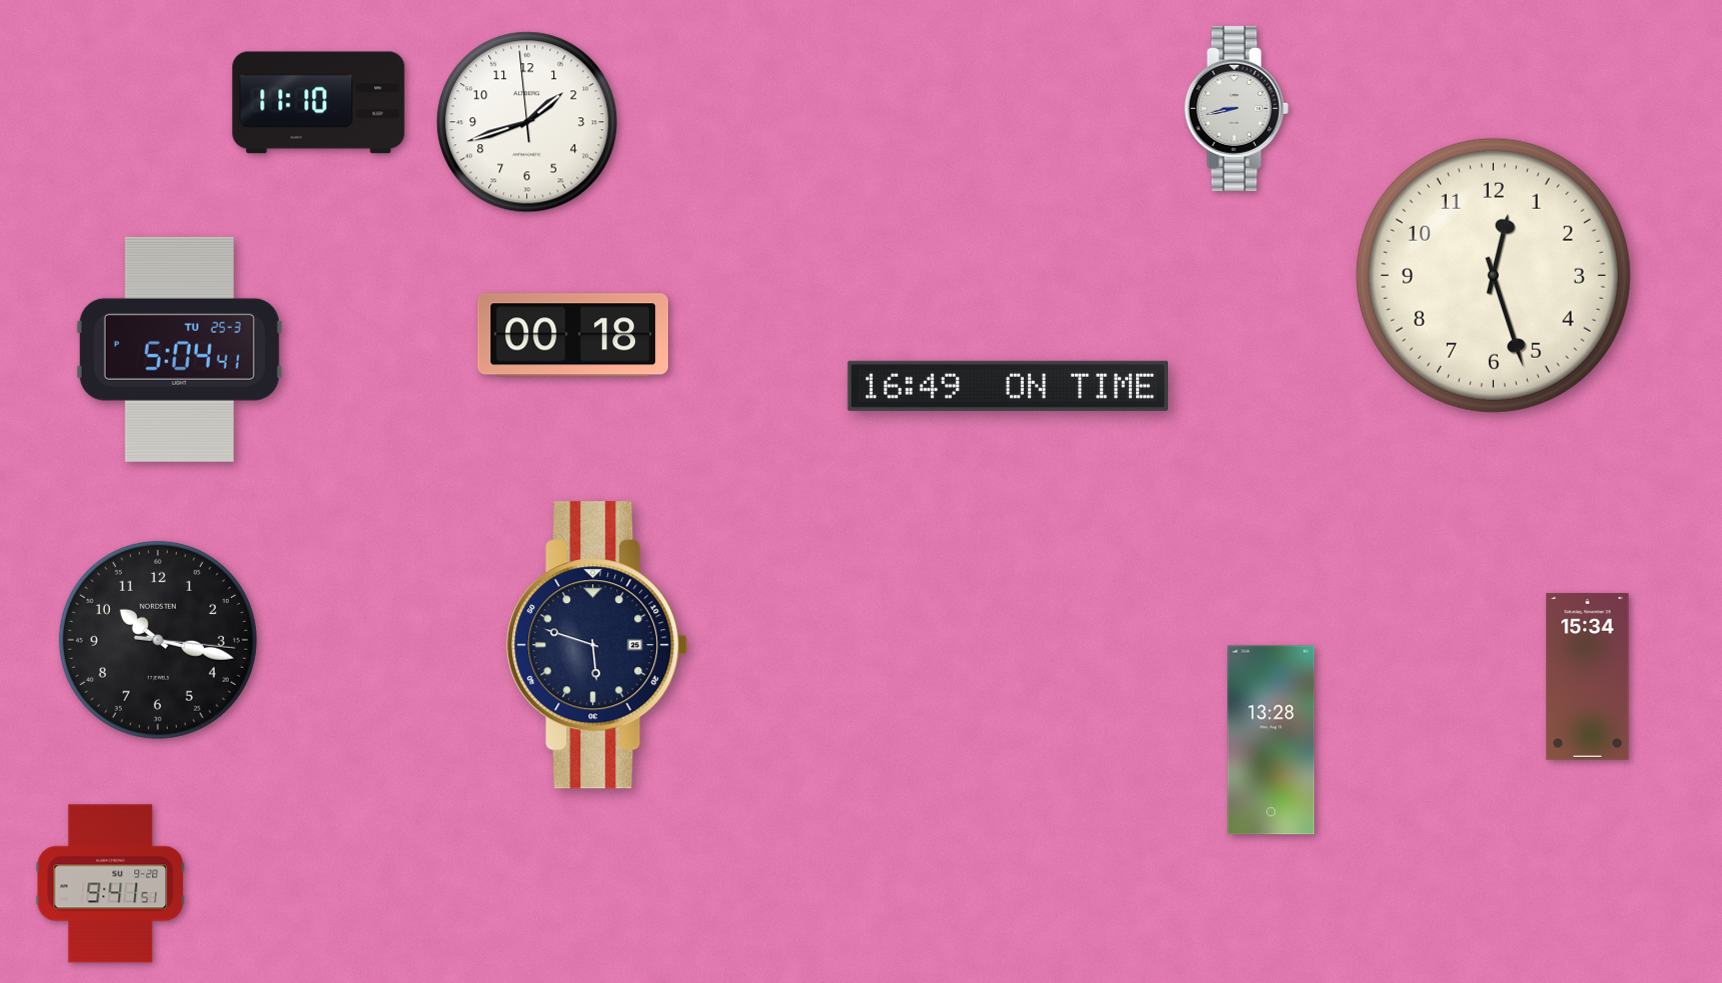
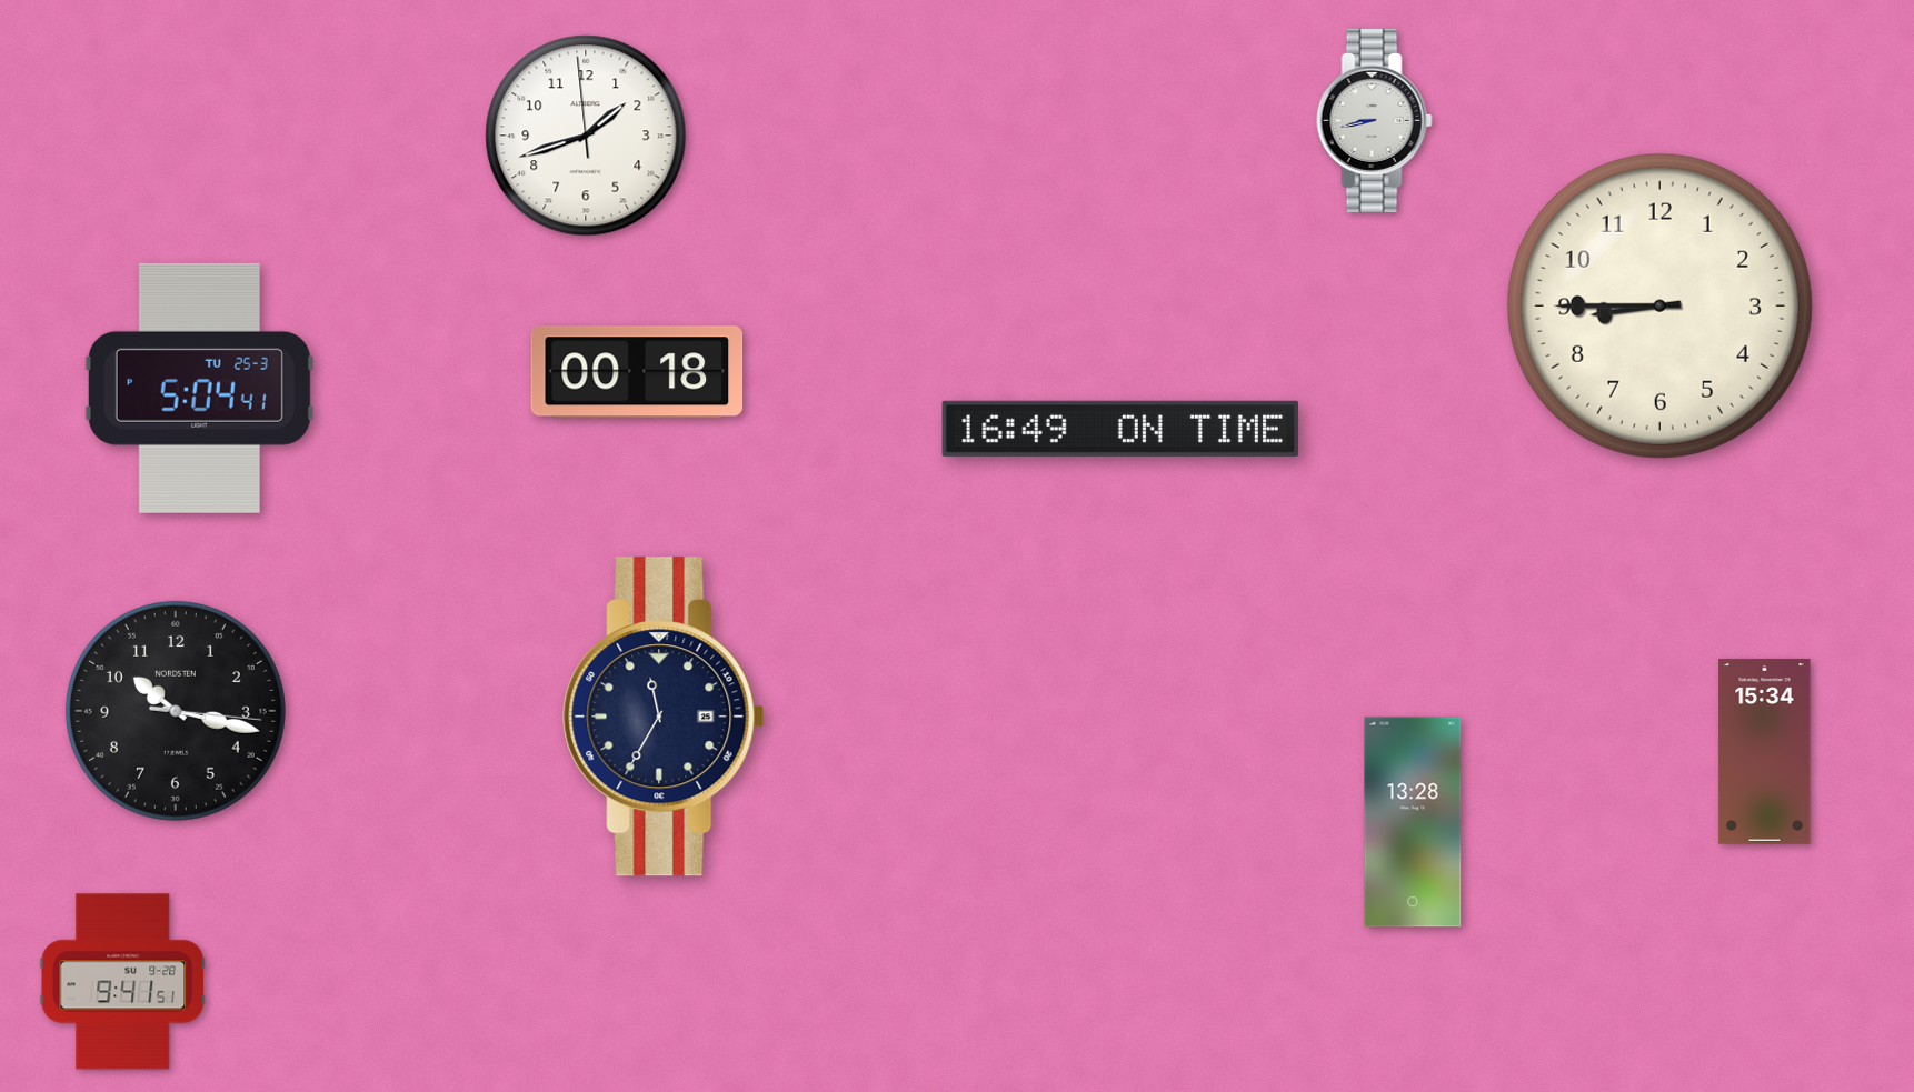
clock at (319, 103): 11:10 -> none
clock at (1493, 275): 12:27 -> 8:45
clock at (597, 645): 5:48 -> 11:35
